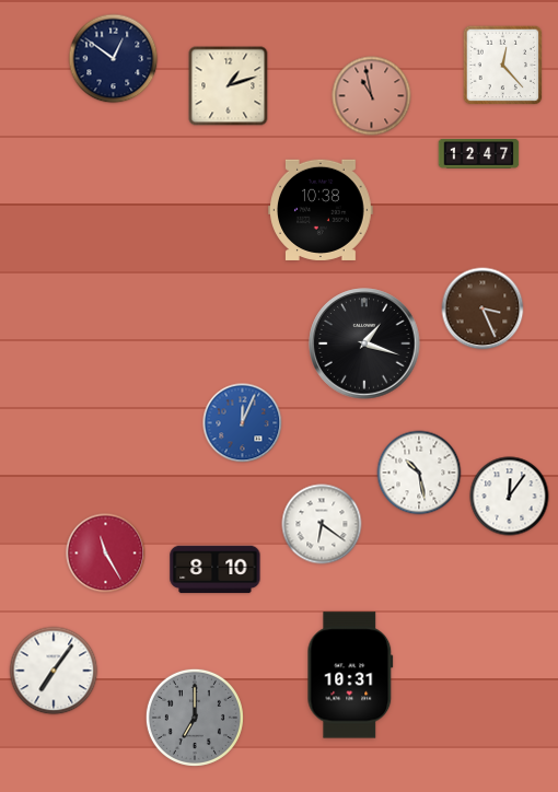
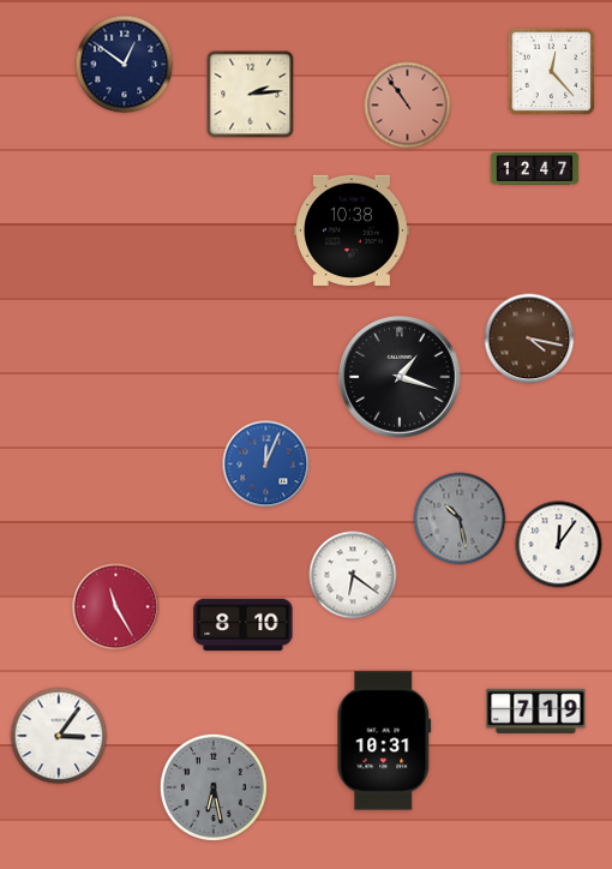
clock at (229, 86): 1:12 -> 2:14
clock at (372, 96): 10:58 -> 10:54
clock at (479, 153) position: (479, 153) -> (535, 168)
clock at (483, 308): 3:26 -> 4:17
clock at (419, 473) dial: white -> grey
clock at (216, 570) position: (216, 570) -> (244, 625)
clock at (536, 712): none -> 7:19
clock at (54, 671): 7:06 -> 3:06
clock at (195, 718): 7:00 -> 6:28
